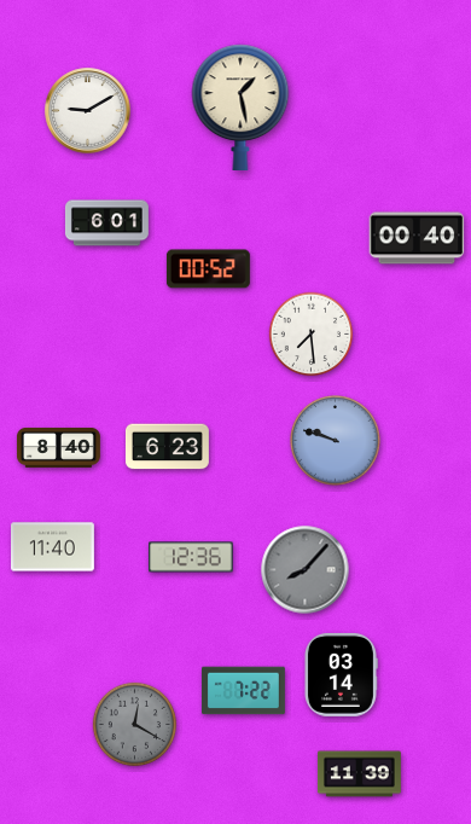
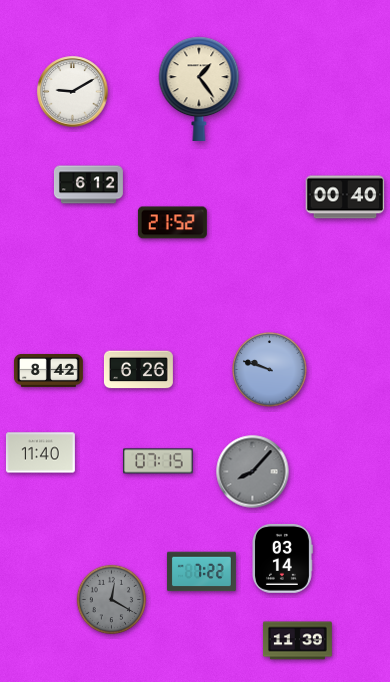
clock at (240, 106): 1:28 -> 1:24
clock at (106, 224): 6:01 -> 6:12
clock at (208, 269): 00:52 -> 21:52
clock at (312, 335): 7:29 -> none
clock at (336, 441) position: (336, 441) -> (270, 370)
clock at (58, 447): 8:40 -> 8:42
clock at (167, 447): 6:23 -> 6:26
clock at (52, 547) position: (52, 547) -> (40, 453)
clock at (191, 557): 12:36 -> 07:15
